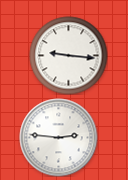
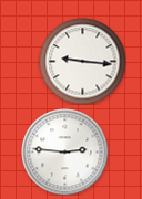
clock at (68, 55) position: (68, 55) -> (82, 61)
